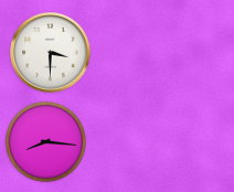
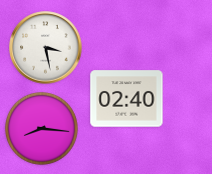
clock at (51, 53): 3:30 -> 3:28
clock at (127, 99): none -> 02:40
